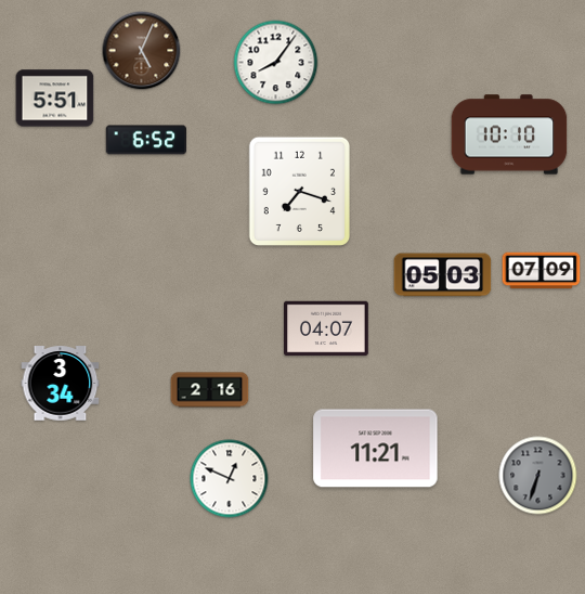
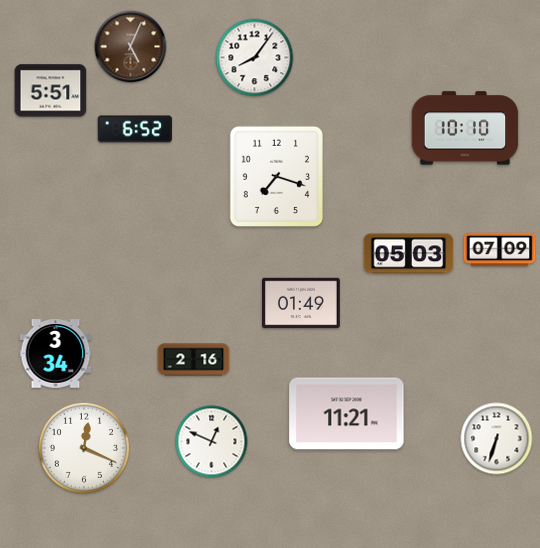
clock at (509, 134) position: (509, 134) -> (465, 128)
clock at (327, 328): 04:07 -> 01:49
clock at (538, 476) dial: grey -> white
clock at (84, 448): none -> 12:19
